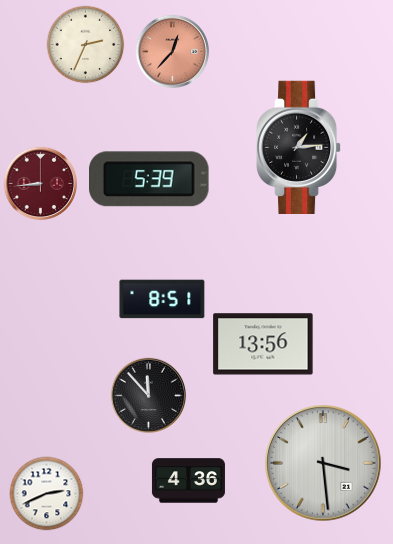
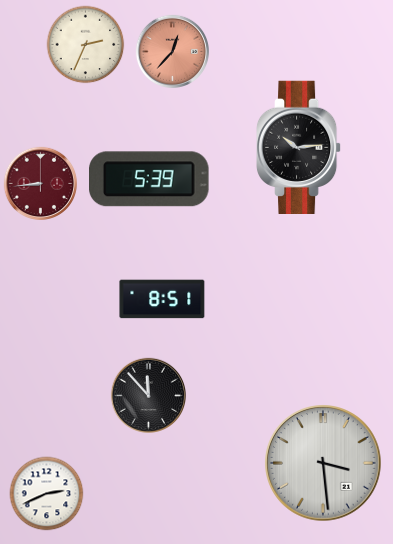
clock at (299, 147): 1:14 -> 10:14
clock at (263, 344): 13:56 -> none
clock at (188, 481): 4:36 -> none
